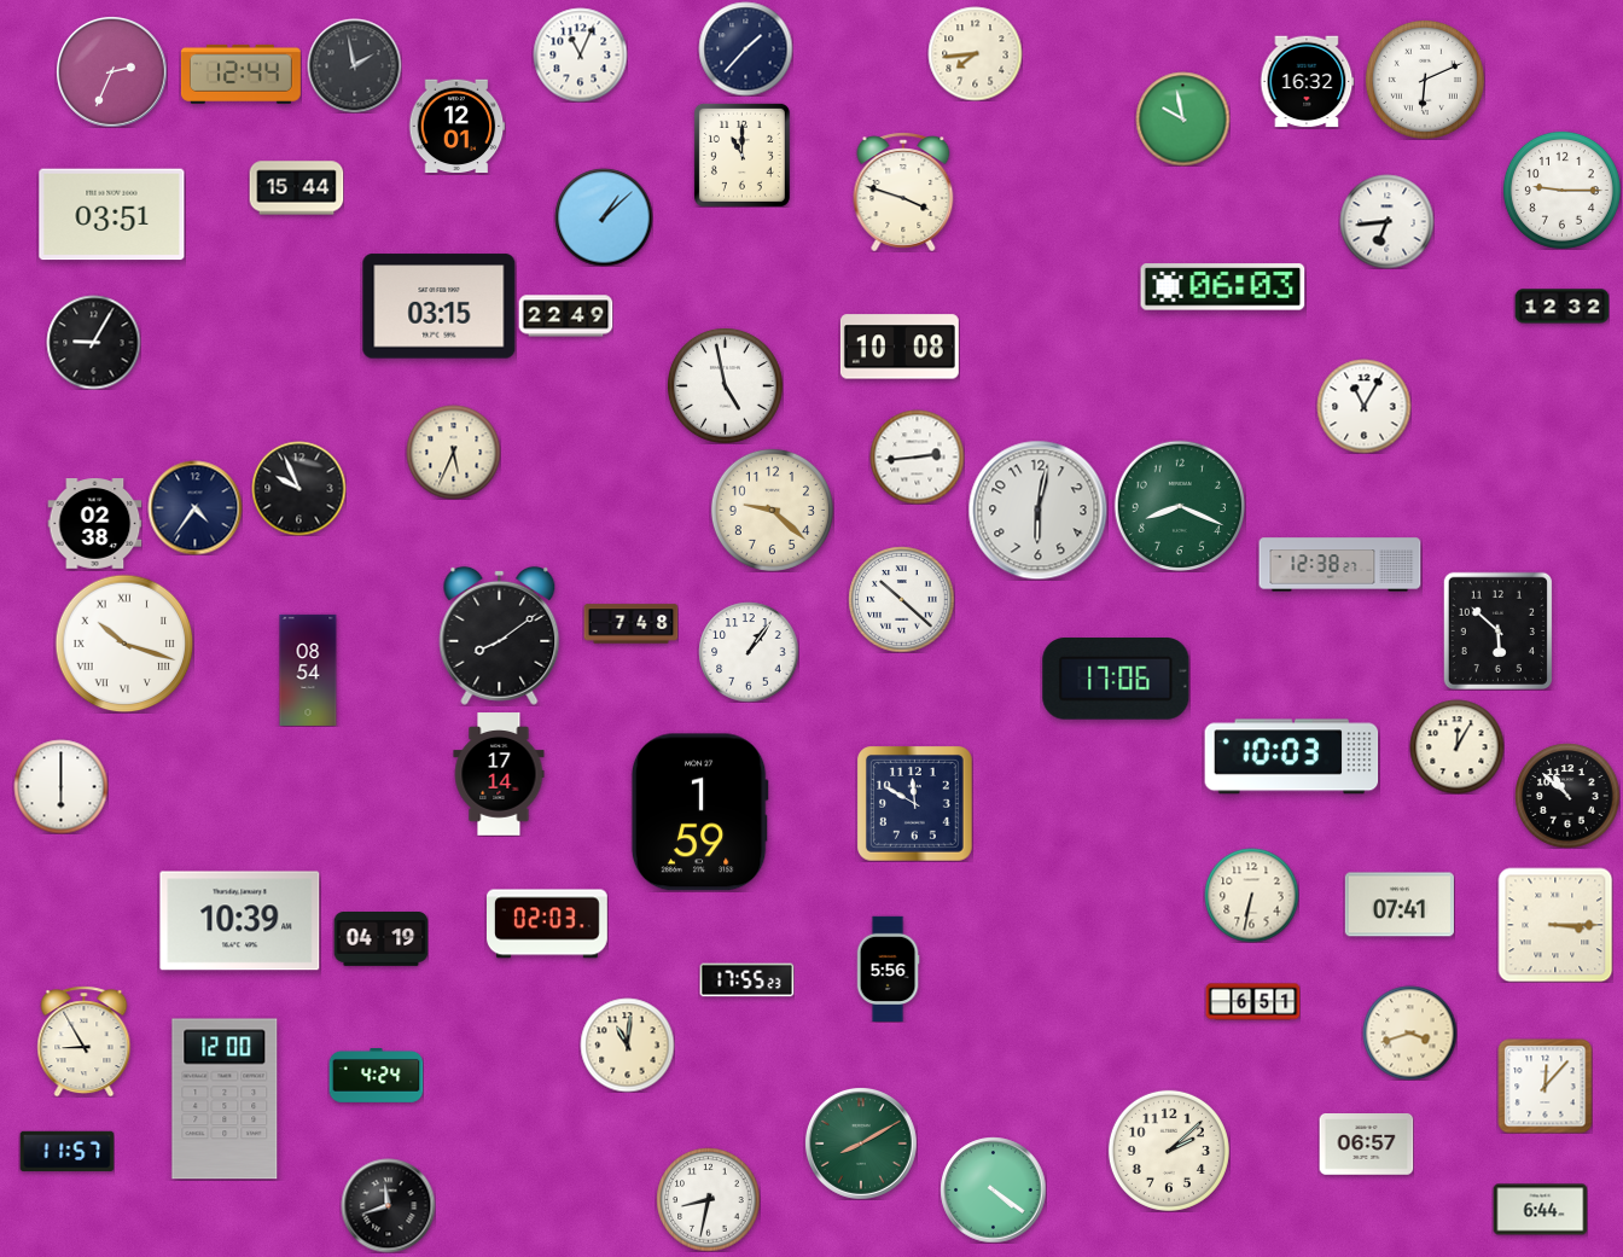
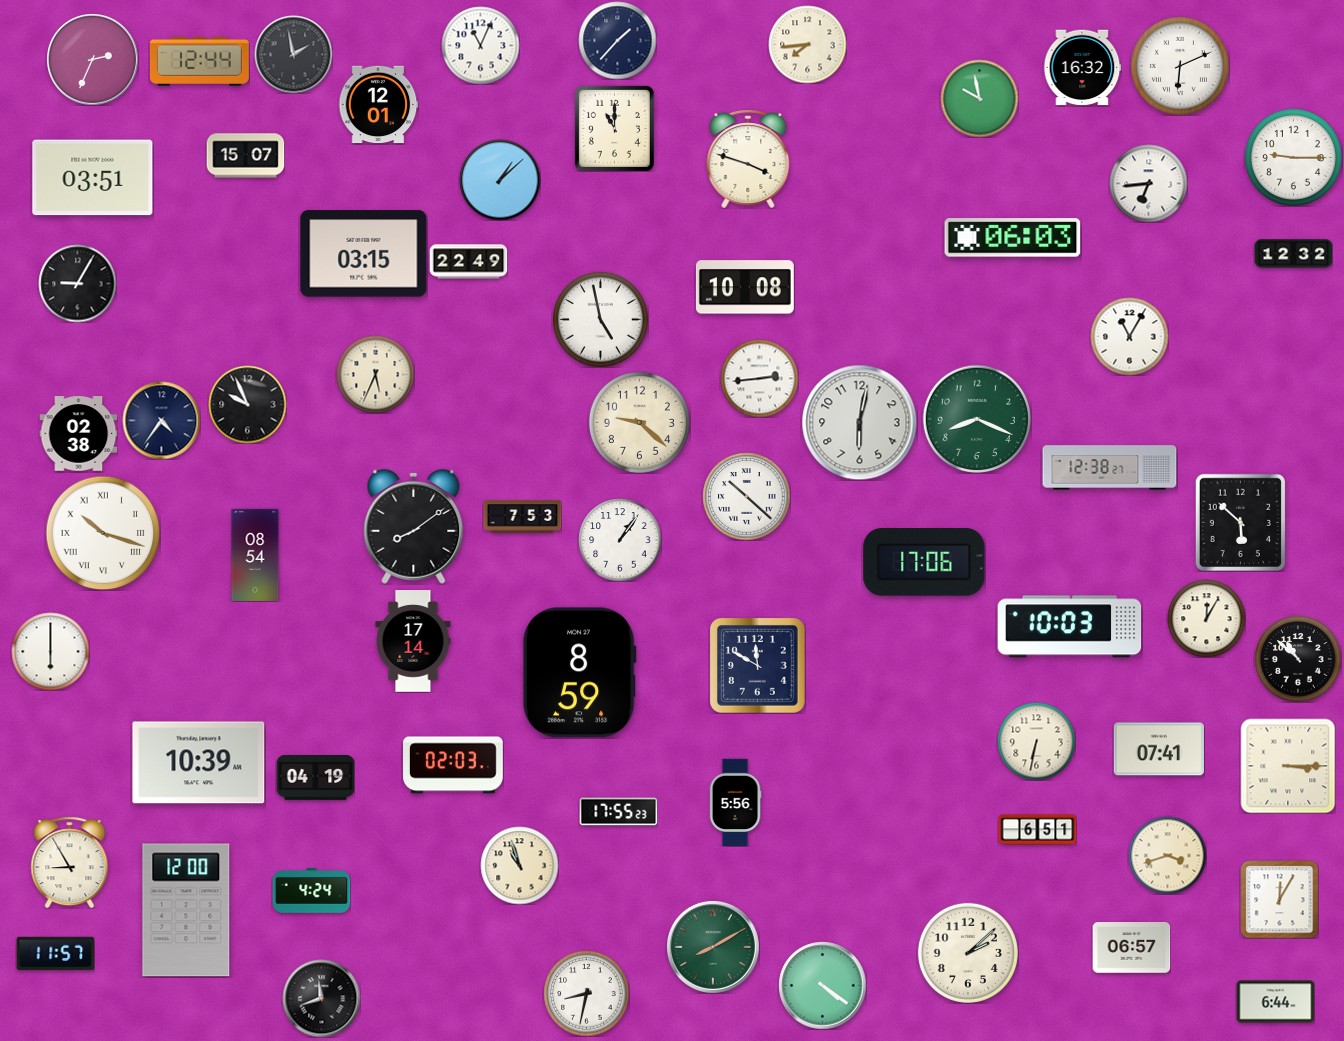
clock at (296, 188): 15:44 -> 15:07
clock at (630, 624): 7:48 -> 7:53
clock at (699, 813): 1:59 -> 8:59
clock at (627, 1044): 11:01 -> 10:57
clock at (1545, 1086): 12:07 -> 12:05
